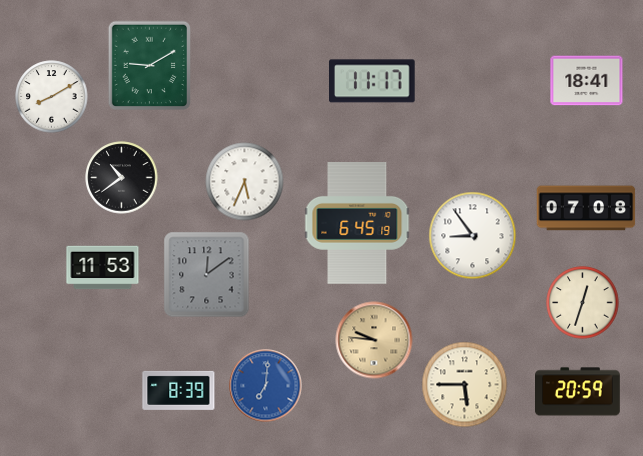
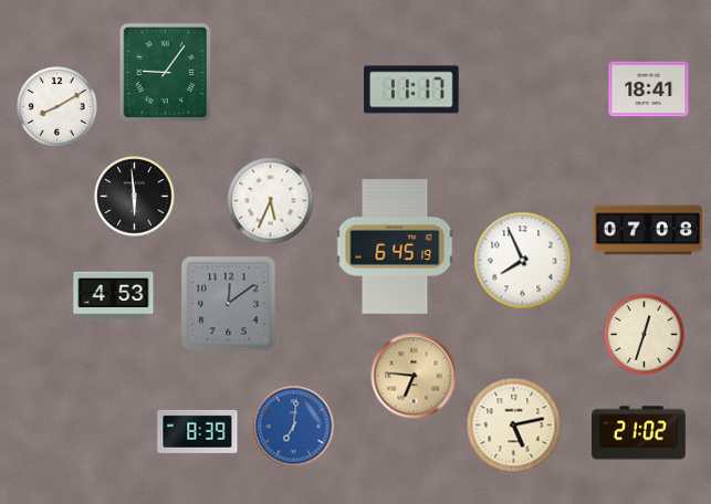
clock at (150, 66): 9:10 -> 9:06
clock at (122, 178): 10:39 -> 5:59
clock at (473, 236): 8:54 -> 7:56
clock at (103, 268): 11:53 -> 4:53
clock at (374, 340): 9:46 -> 6:46
clock at (465, 385): 5:45 -> 5:13
clock at (578, 392): 20:59 -> 21:02
